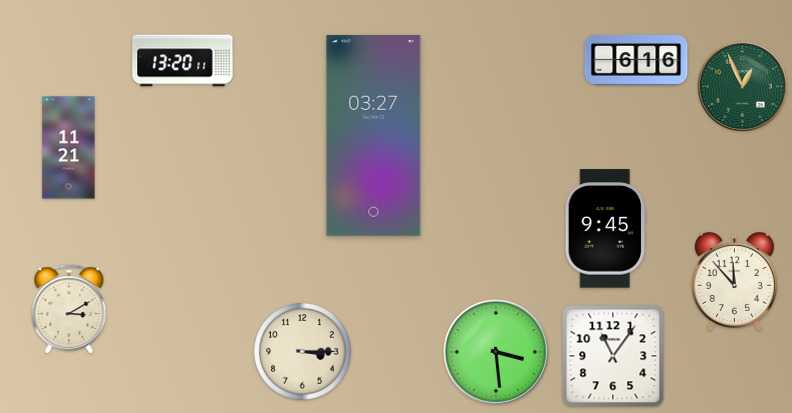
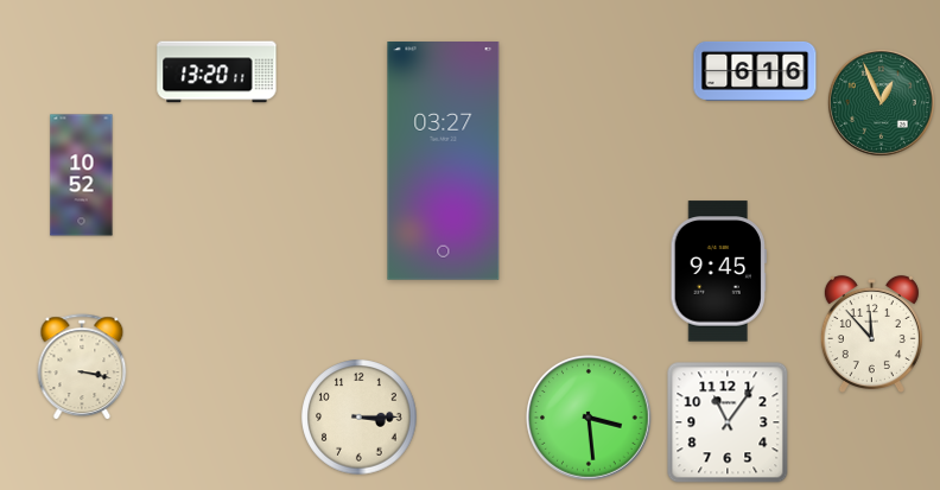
clock at (69, 148): 11:21 -> 10:52
clock at (69, 310): 3:10 -> 3:17
